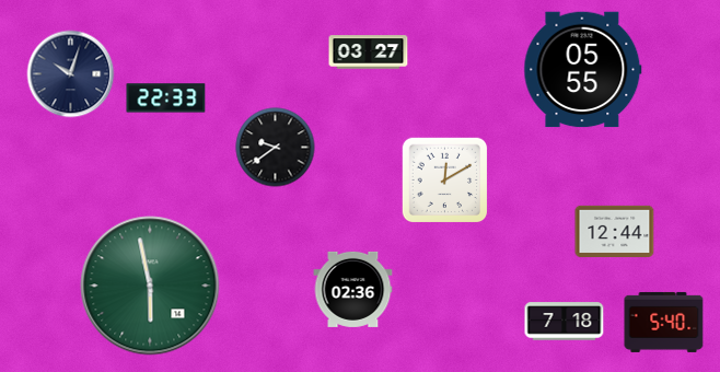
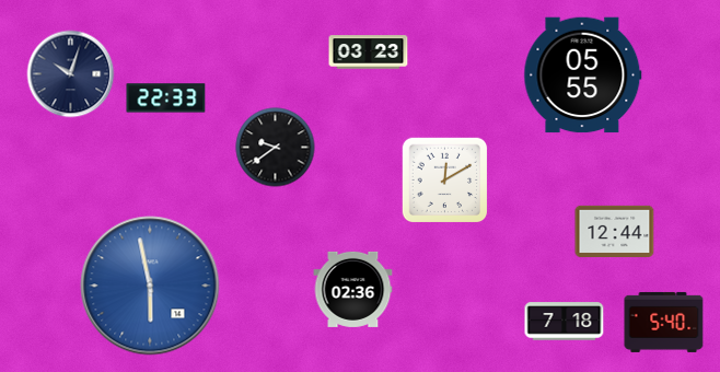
clock at (369, 53): 03:27 -> 03:23
clock at (583, 70) position: (583, 70) -> (583, 75)
clock at (150, 286) dial: green -> blue
